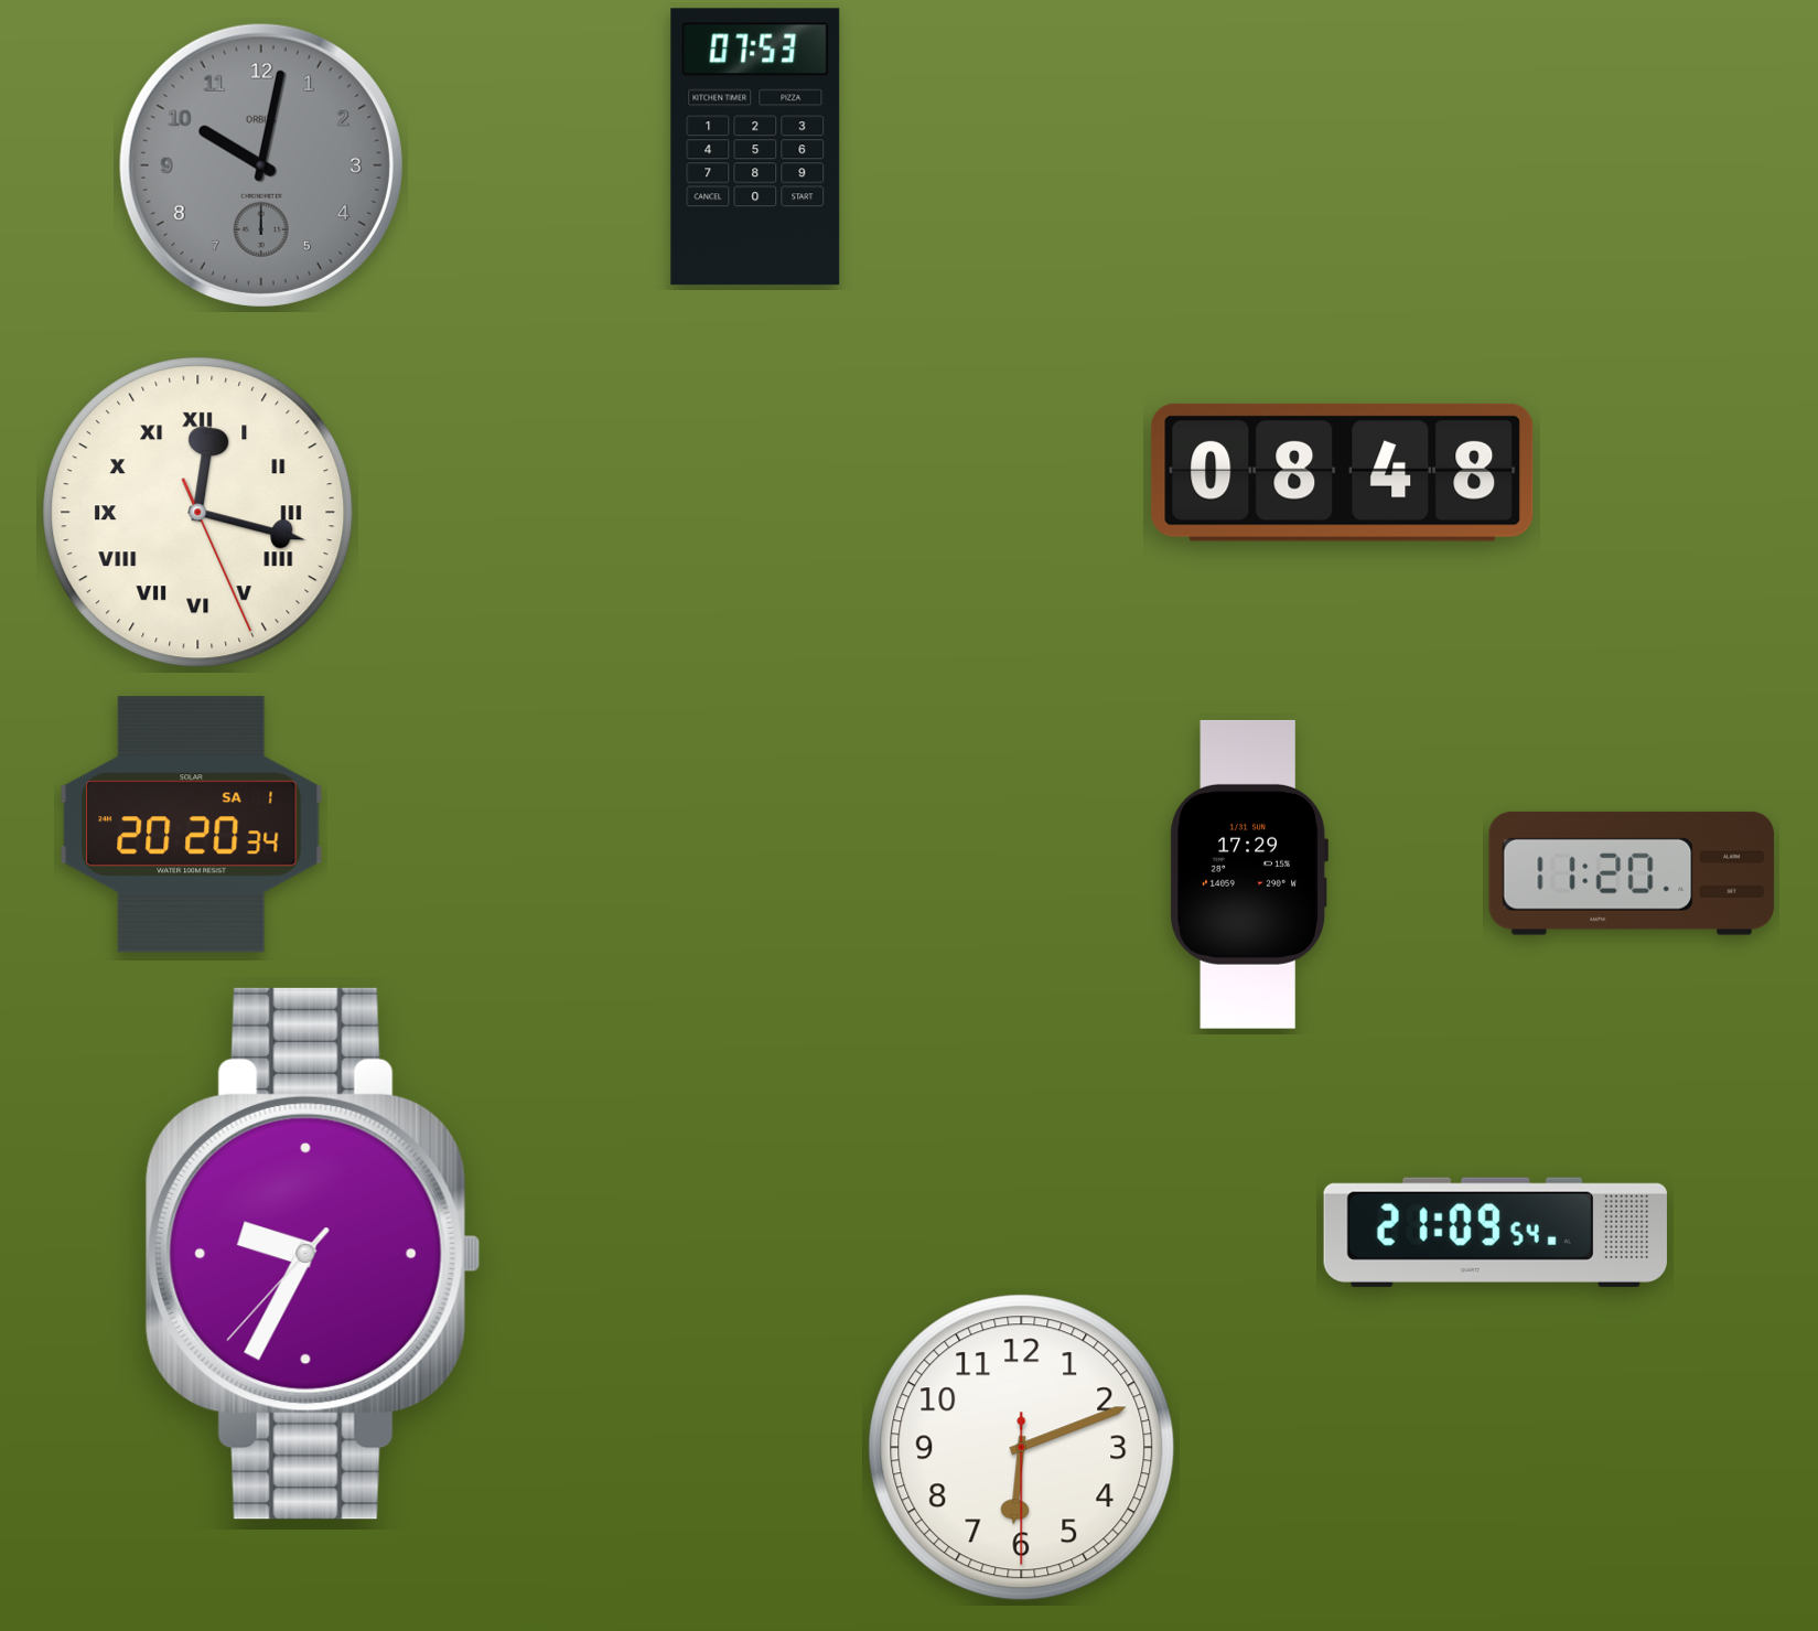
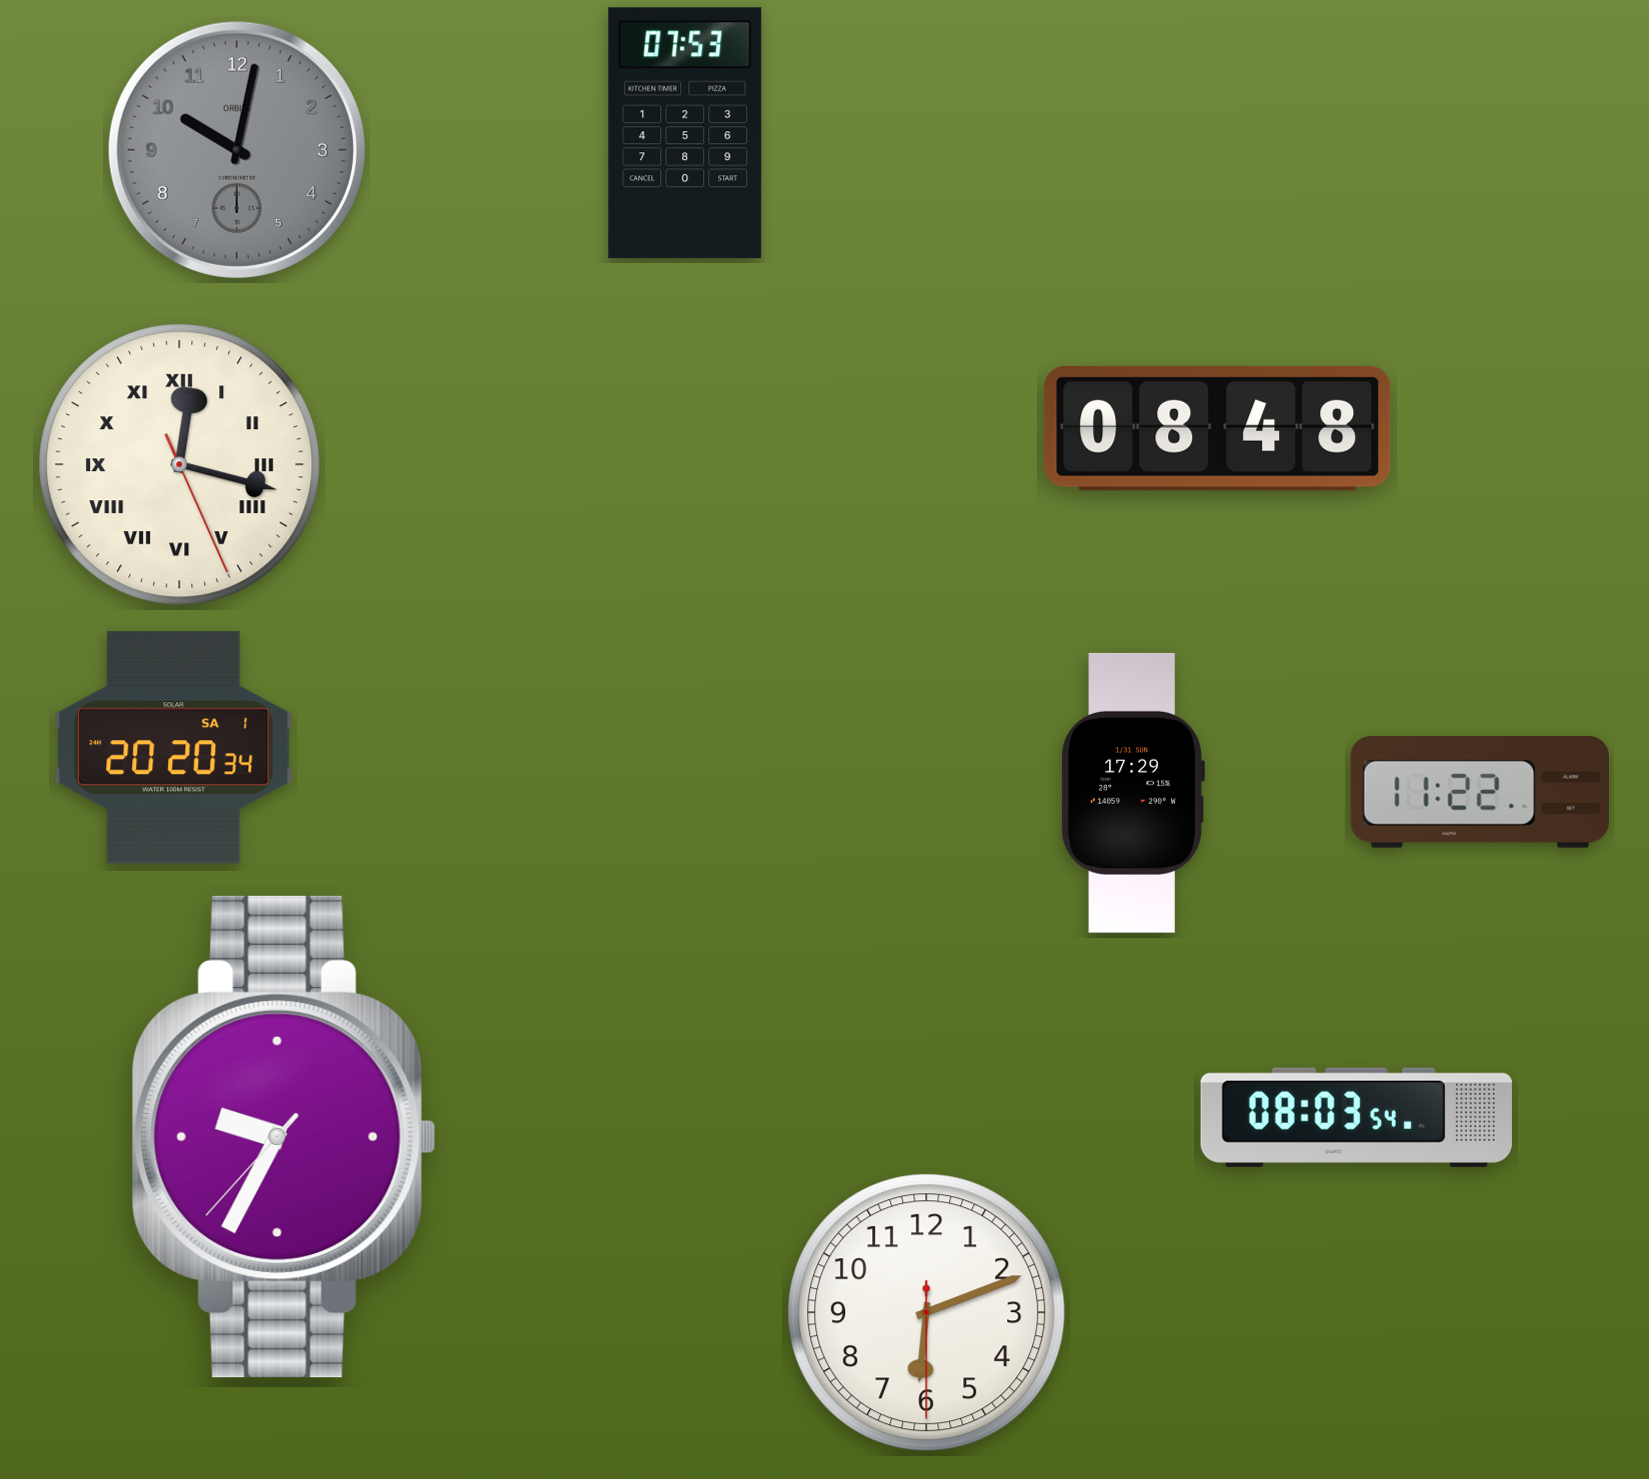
clock at (1631, 873): 11:20 -> 11:22
clock at (1495, 1232): 21:09 -> 08:03
